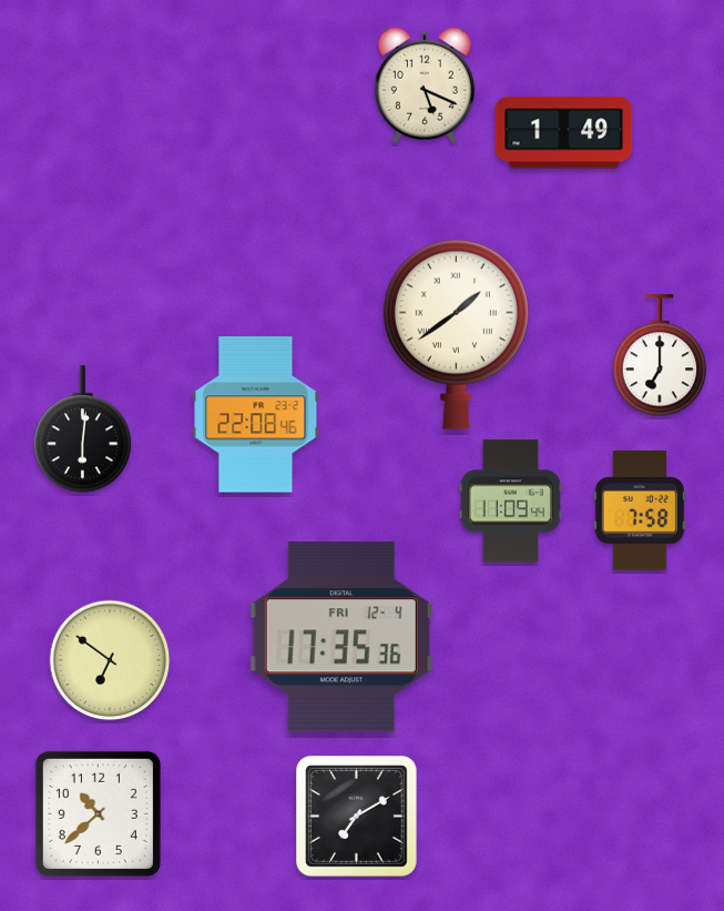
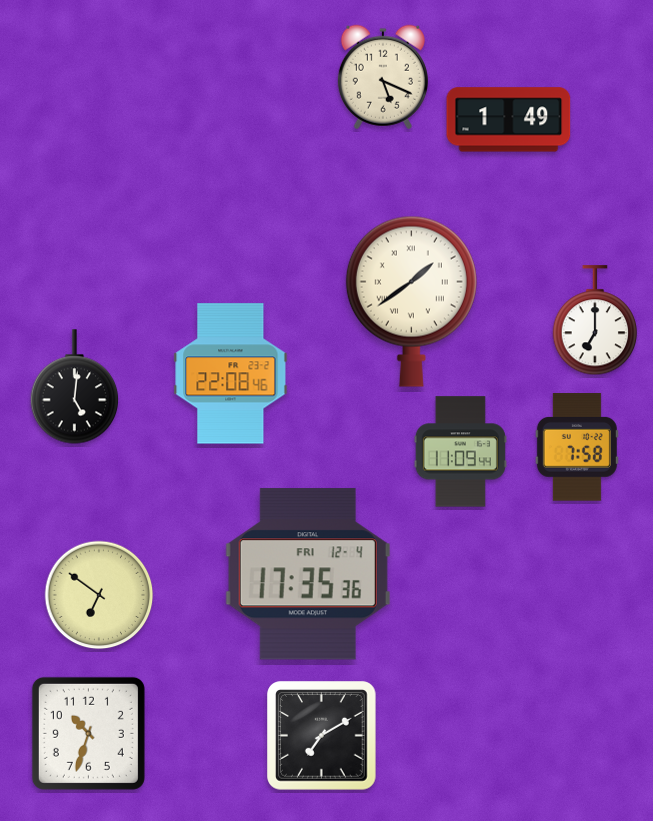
clock at (82, 429): 6:01 -> 5:01
clock at (640, 510) position: (640, 510) -> (577, 447)
clock at (98, 813): 10:38 -> 10:33
